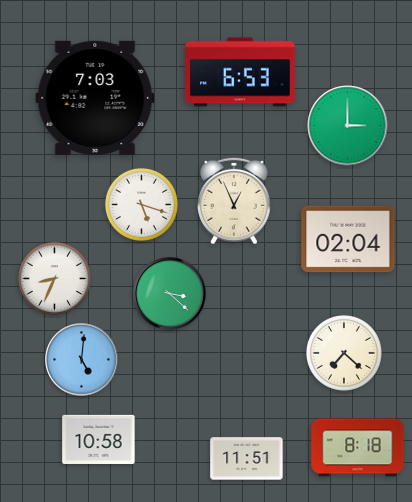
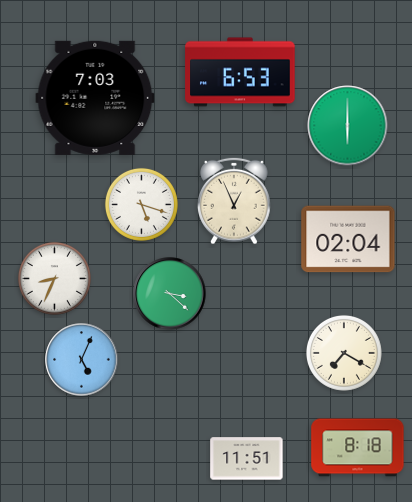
clock at (348, 126): 3:00 -> 6:00
clock at (344, 353): 7:22 -> 7:20
clock at (82, 360): 5:01 -> 5:04
clock at (99, 439): 10:58 -> none
